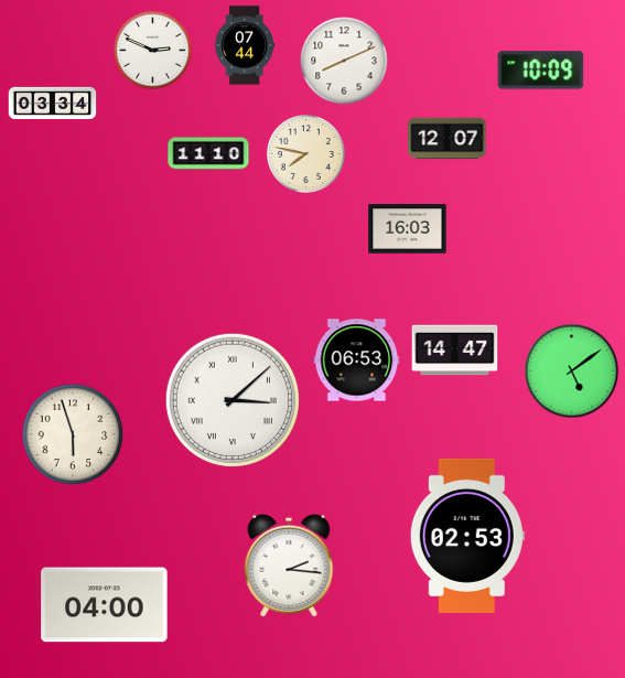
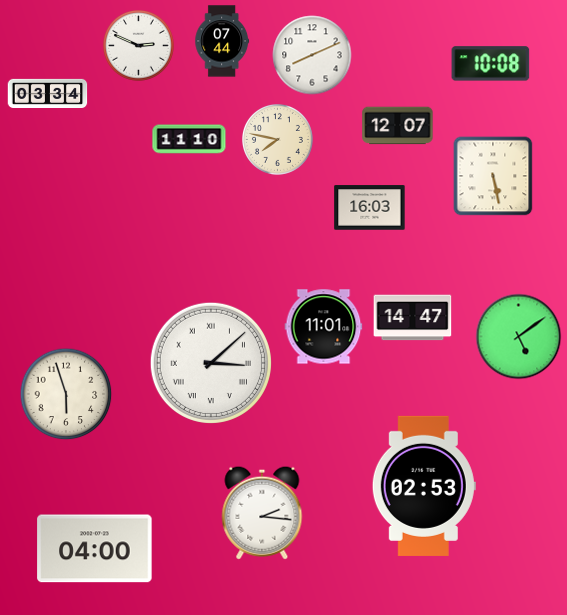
clock at (541, 71): 10:09 -> 10:08
clock at (448, 139) position: (448, 139) -> (398, 126)
clock at (493, 176): none -> 5:28
clock at (357, 360): 06:53 -> 11:01
